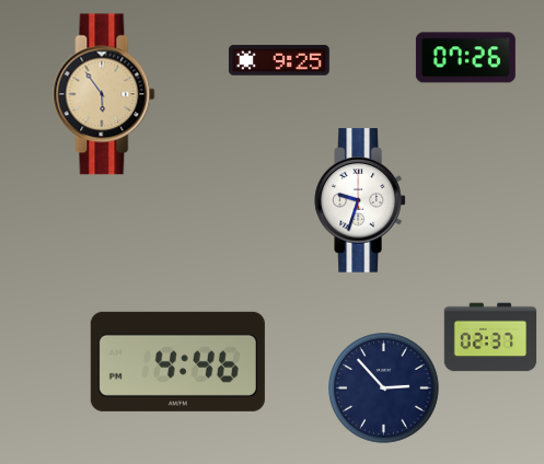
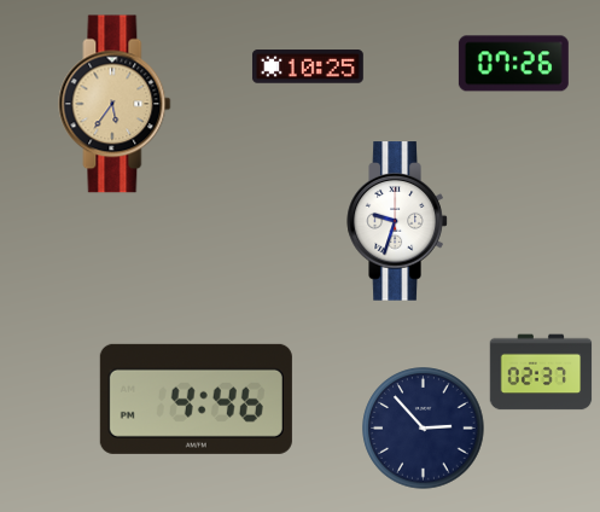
clock at (279, 60): 9:25 -> 10:25
clock at (104, 94): 5:54 -> 5:36
